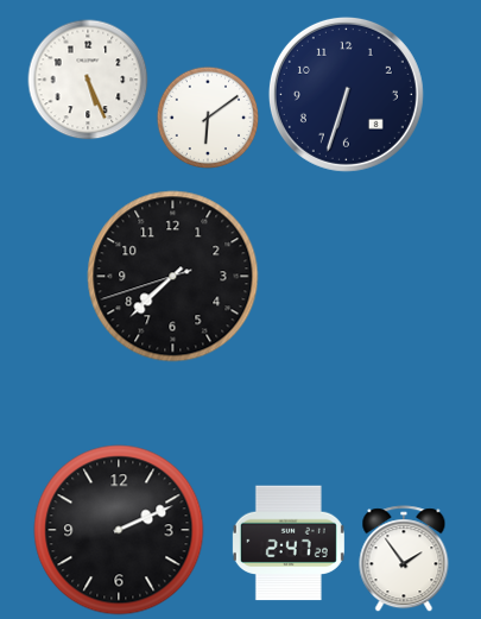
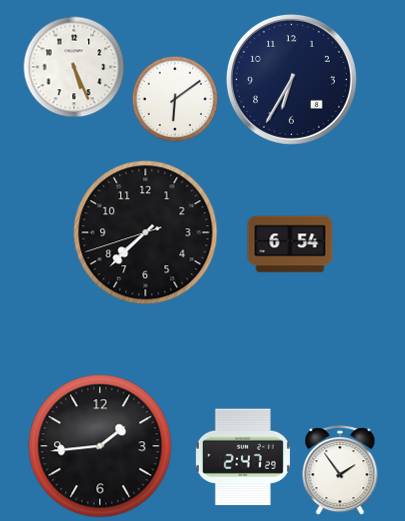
clock at (346, 94): 6:33 -> 6:35
clock at (290, 244): none -> 6:54
clock at (119, 530): 2:11 -> 1:44
